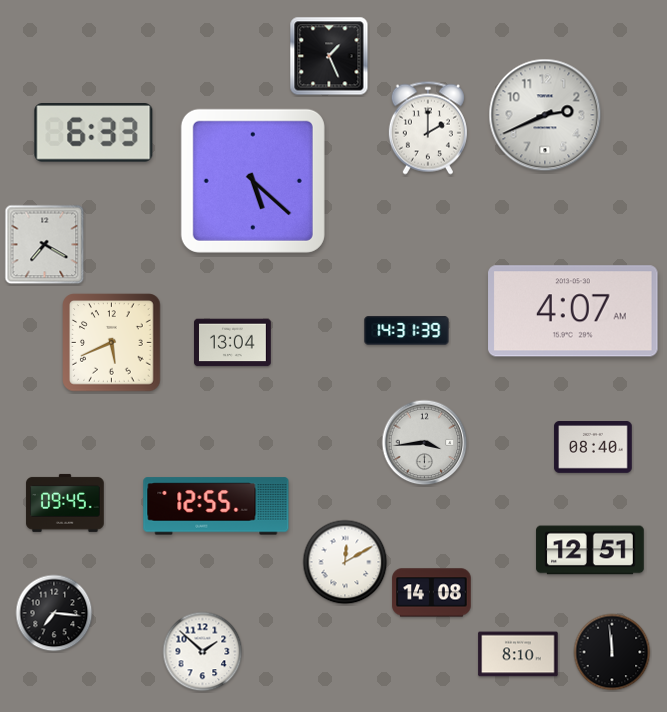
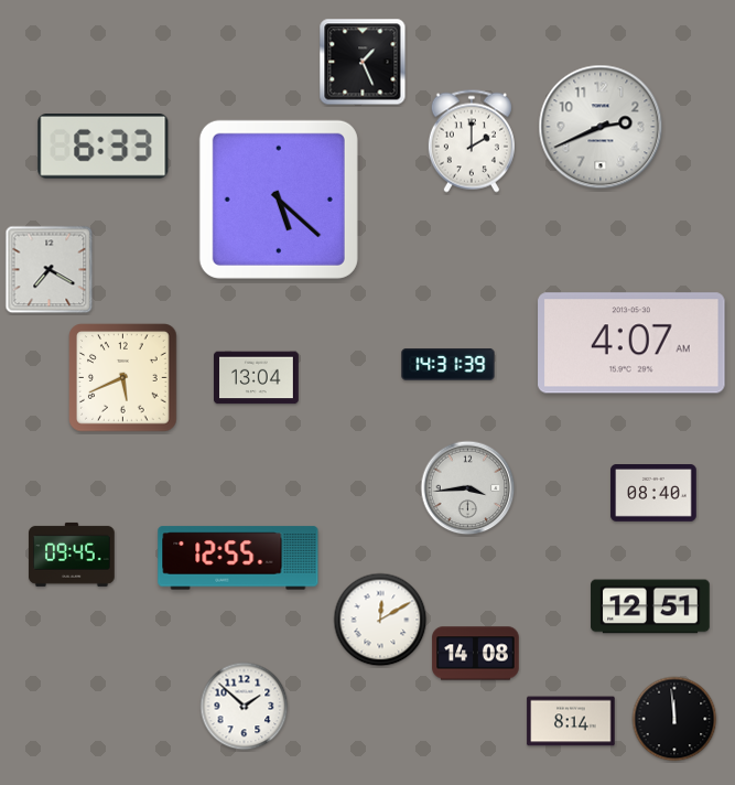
clock at (54, 613): 7:16 -> none
clock at (203, 652) position: (203, 652) -> (245, 707)
clock at (518, 654): 8:10 -> 8:14
